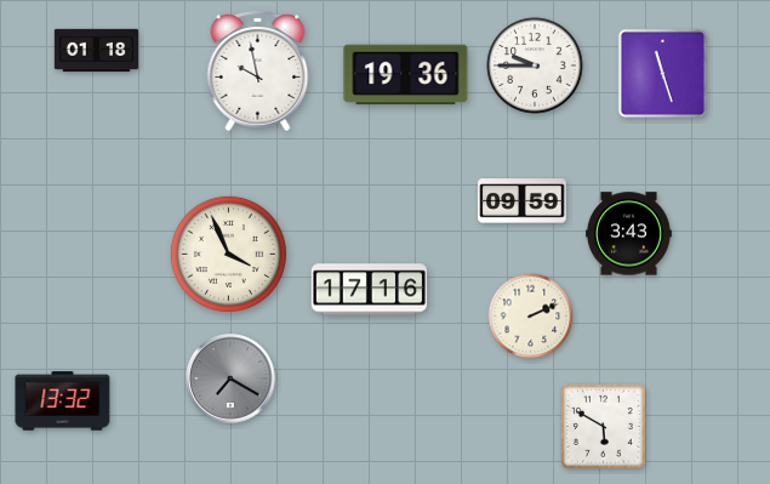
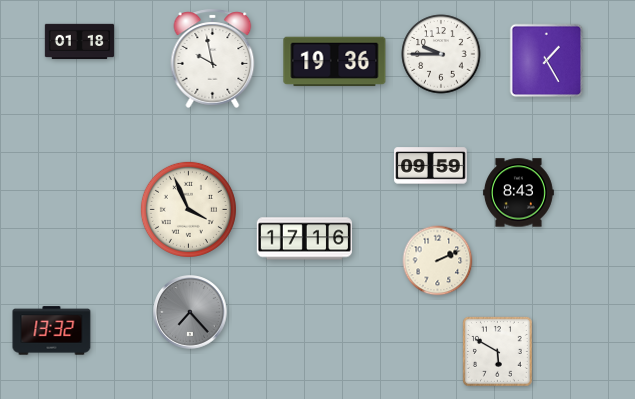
clock at (663, 74): 11:27 -> 1:25
clock at (628, 234): 3:43 -> 8:43
clock at (230, 378): 7:20 -> 7:23
